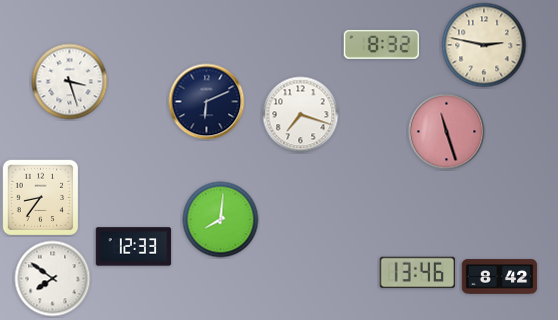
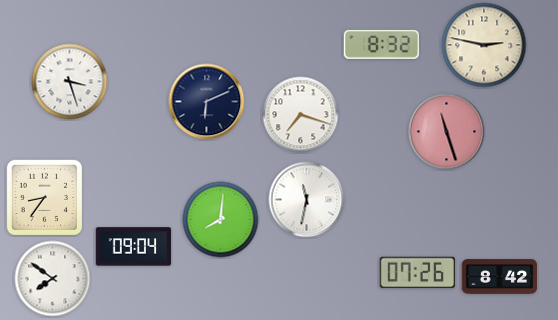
clock at (40, 197) position: (40, 197) -> (44, 197)
clock at (307, 200): none -> 11:32
clock at (134, 247): 12:33 -> 09:04
clock at (418, 273): 13:46 -> 07:26
